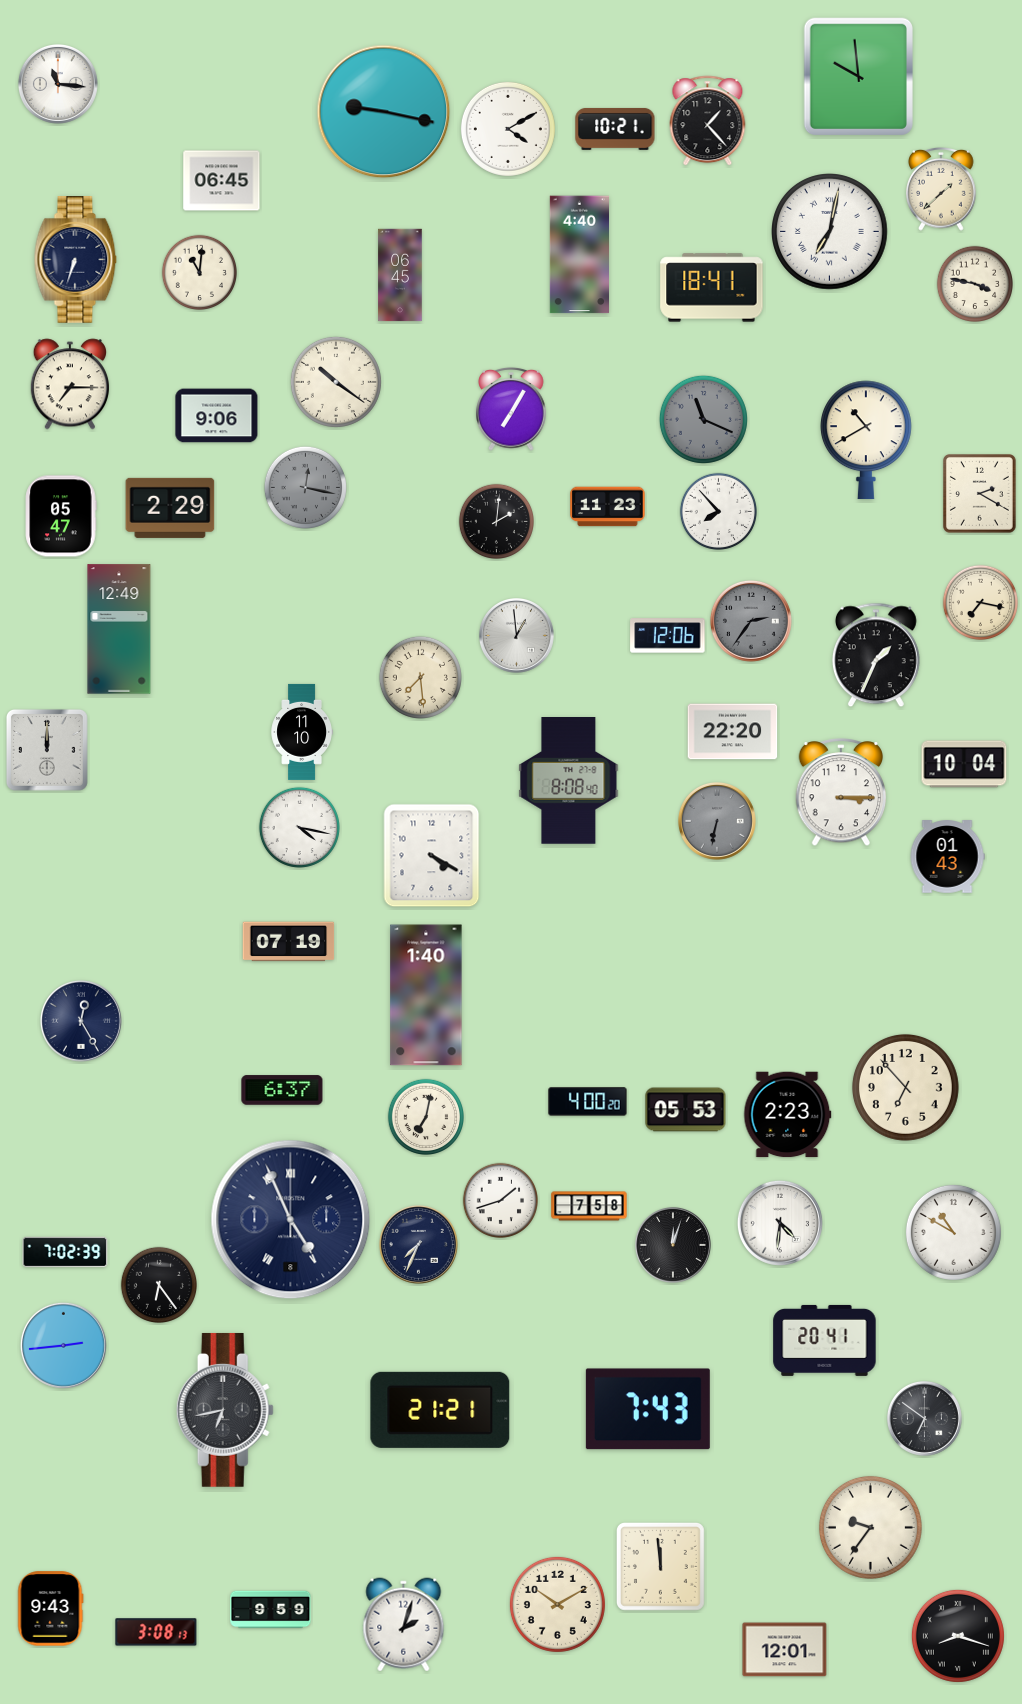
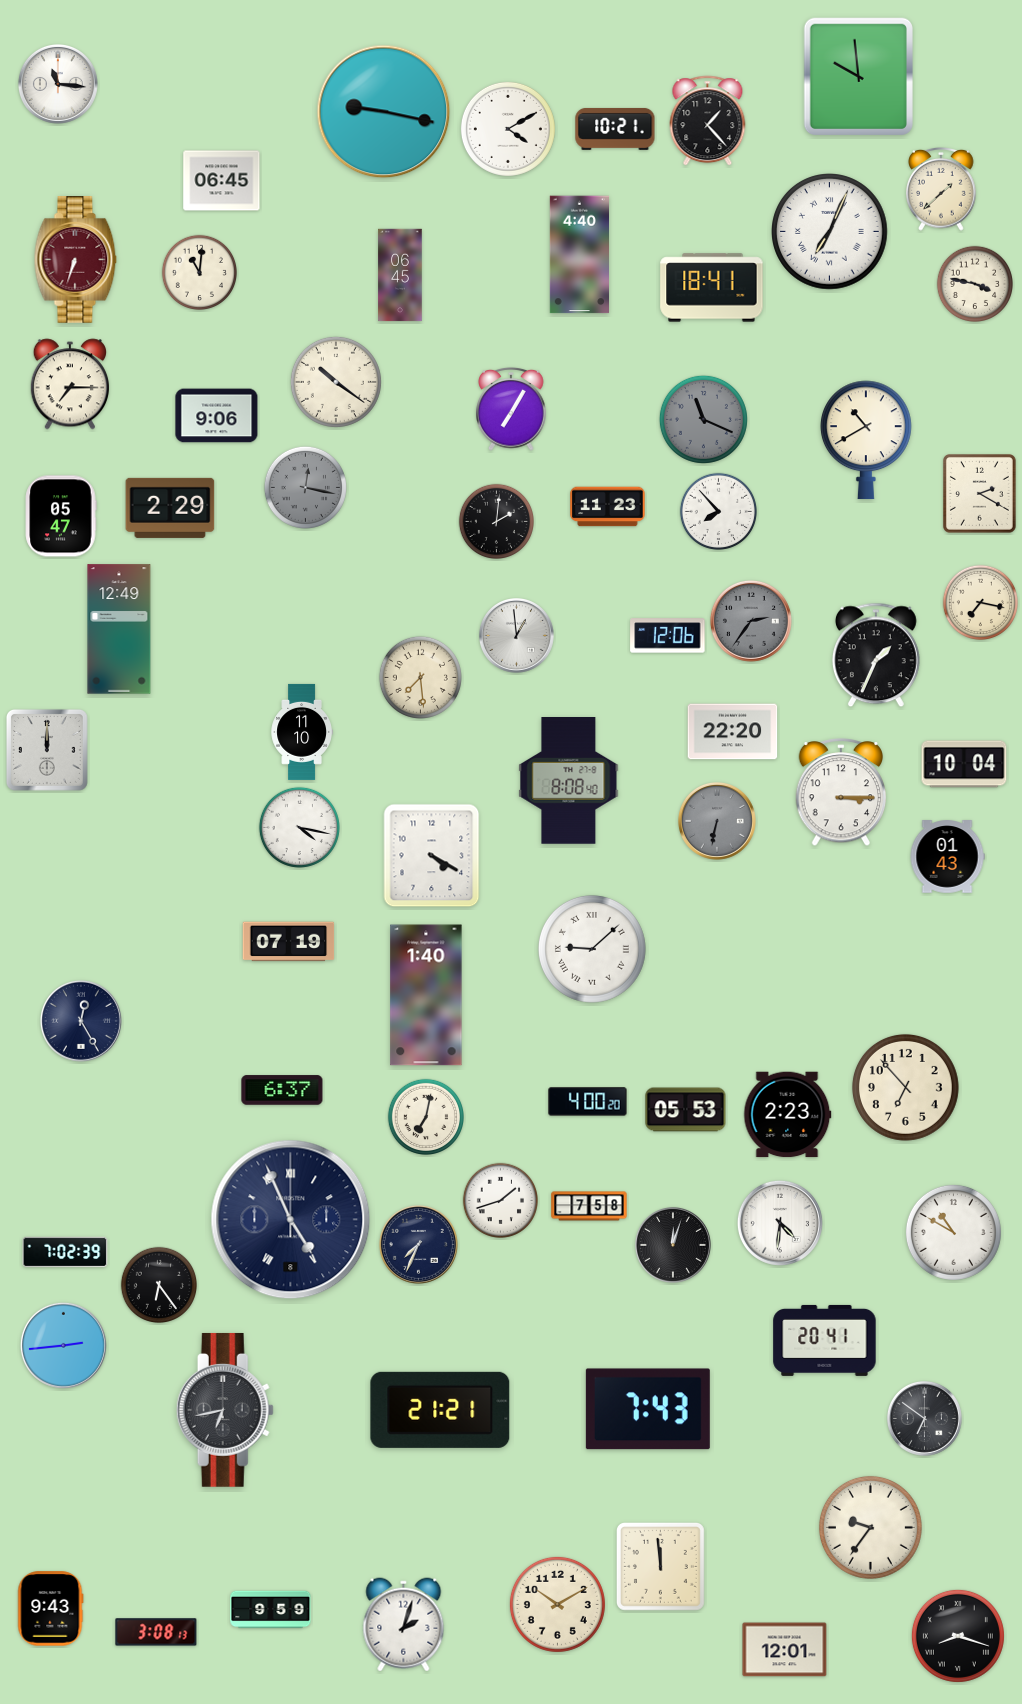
clock at (830, 232): 7:02 -> 7:04
clock at (76, 260) dial: navy -> burgundy
clock at (592, 949): none -> 9:08
